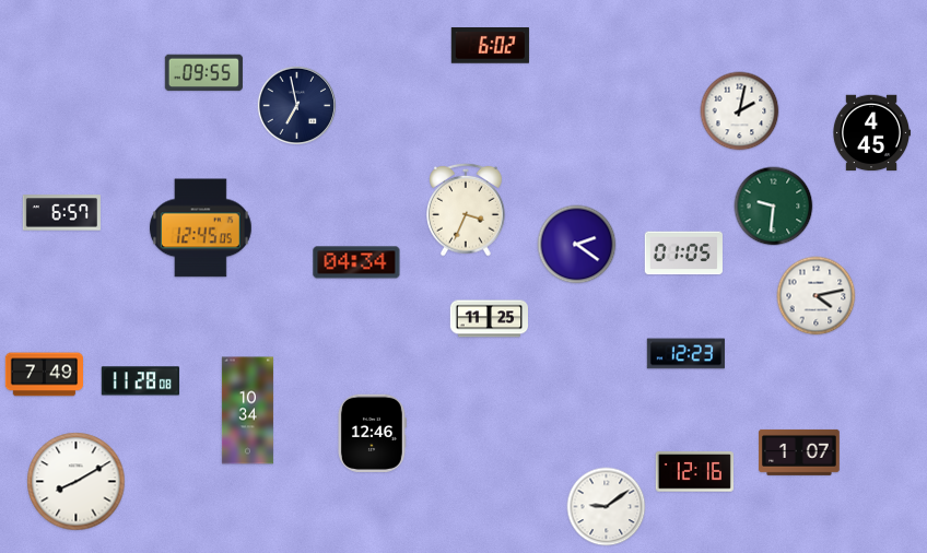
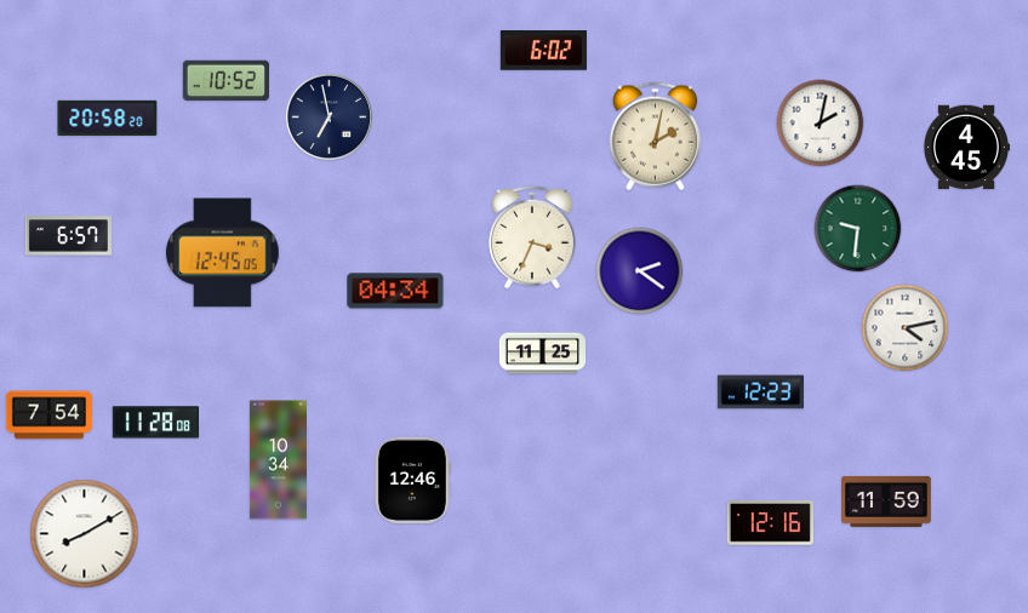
clock at (203, 73): 09:55 -> 10:52
clock at (108, 118): none -> 20:58
clock at (655, 137): none -> 2:02
clock at (466, 210) position: (466, 210) -> (532, 237)
clock at (683, 254): 01:05 -> none
clock at (44, 375): 7:49 -> 7:54
clock at (247, 411) position: (247, 411) -> (278, 460)
clock at (800, 452): 1:07 -> 11:59
clock at (607, 507): 9:09 -> none
